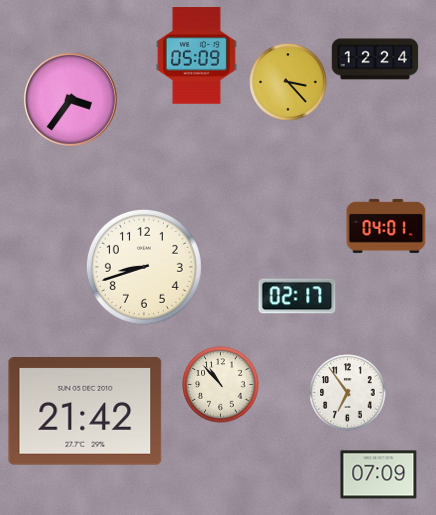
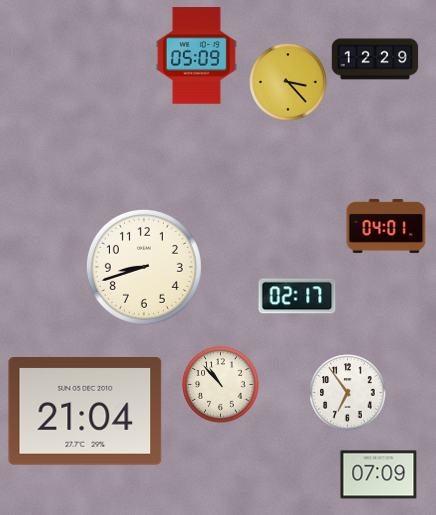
clock at (375, 59): 12:24 -> 12:29
clock at (71, 100): 3:36 -> none
clock at (85, 412): 21:42 -> 21:04
